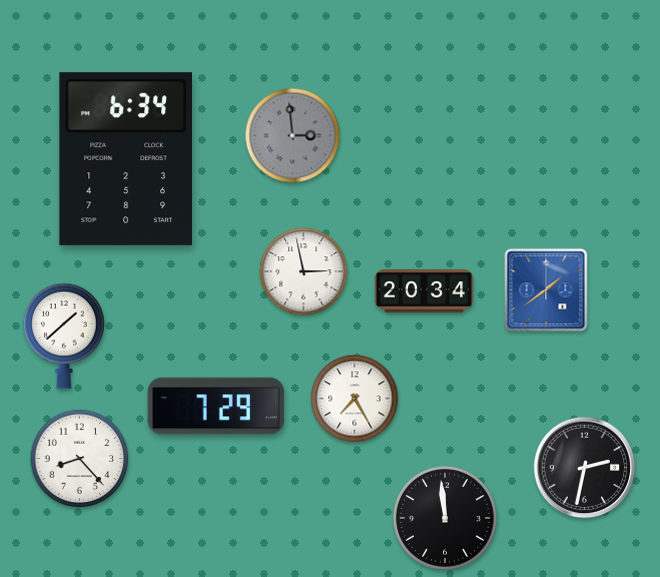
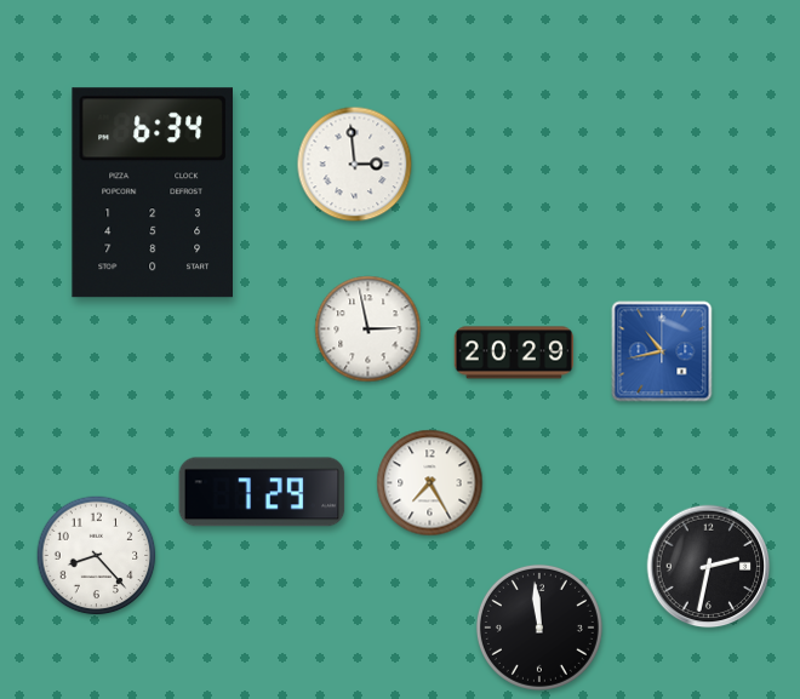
clock at (293, 136) dial: grey -> white
clock at (546, 290): 1:39 -> 10:43
clock at (424, 291): 20:34 -> 20:29
clock at (65, 336): 1:38 -> none
